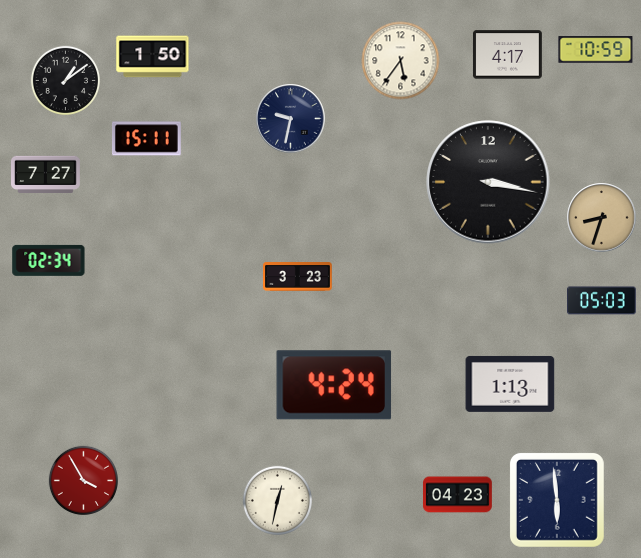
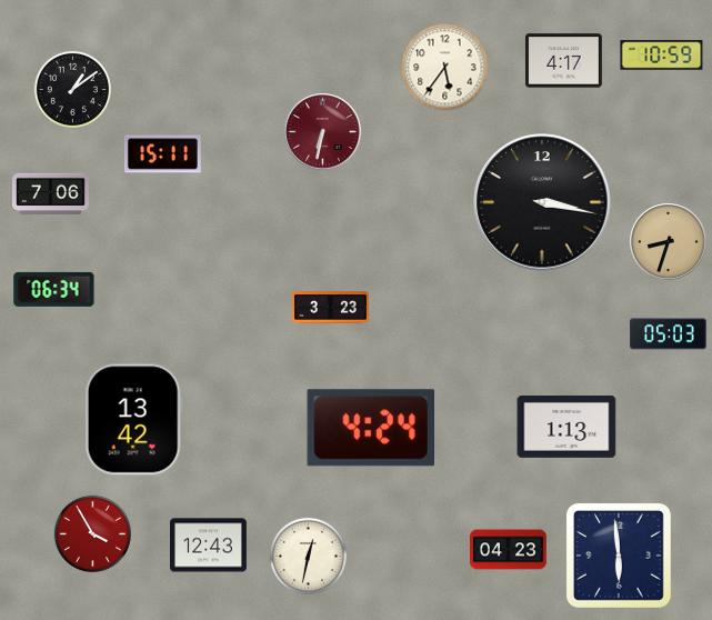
clock at (153, 57): 1:50 -> none
clock at (291, 119): 9:32 -> 6:32
clock at (291, 119) dial: navy -> burgundy
clock at (46, 175): 7:27 -> 7:06
clock at (49, 260): 02:34 -> 06:34
clock at (133, 420): none -> 13:42
clock at (209, 546): none -> 12:43
